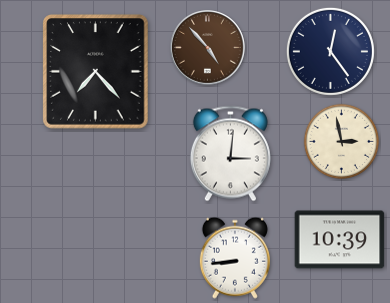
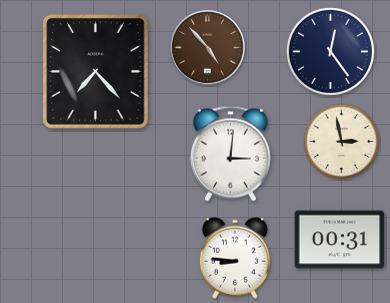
clock at (340, 240): 10:39 -> 00:31
clock at (235, 258): 8:44 -> 8:46
